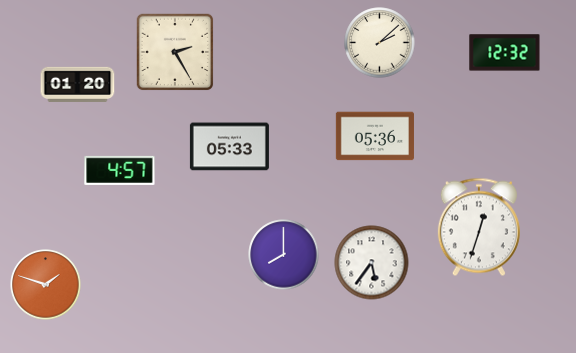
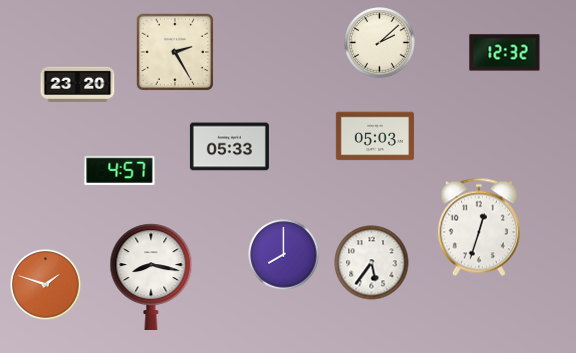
clock at (78, 84): 01:20 -> 23:20
clock at (375, 136): 05:36 -> 05:03
clock at (151, 276): none -> 8:17
